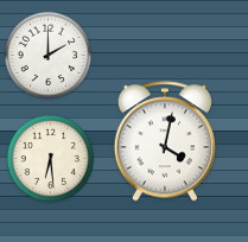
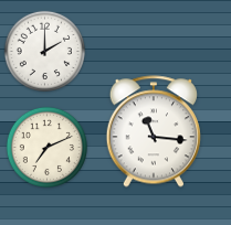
clock at (165, 141): 4:02 -> 11:16
clock at (50, 158): 6:29 -> 7:11
